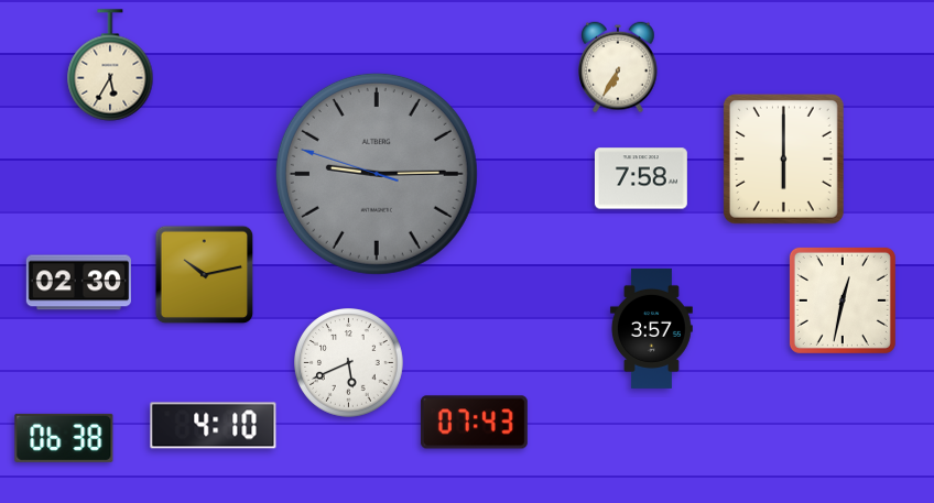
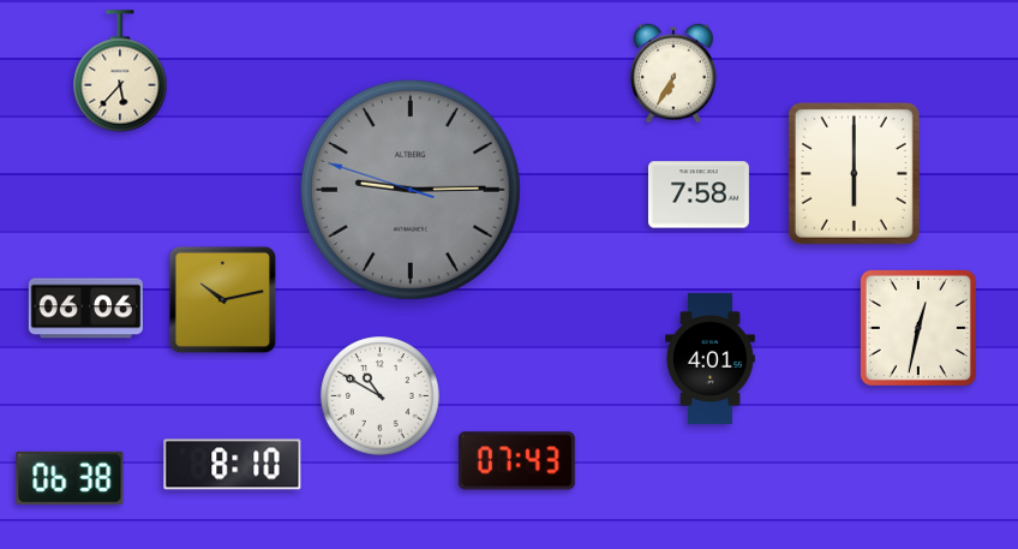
clock at (110, 65): 5:35 -> 5:37
clock at (78, 283): 02:30 -> 06:06
clock at (651, 328): 3:57 -> 4:01
clock at (349, 363): 5:41 -> 10:50
clock at (214, 426): 4:10 -> 8:10
